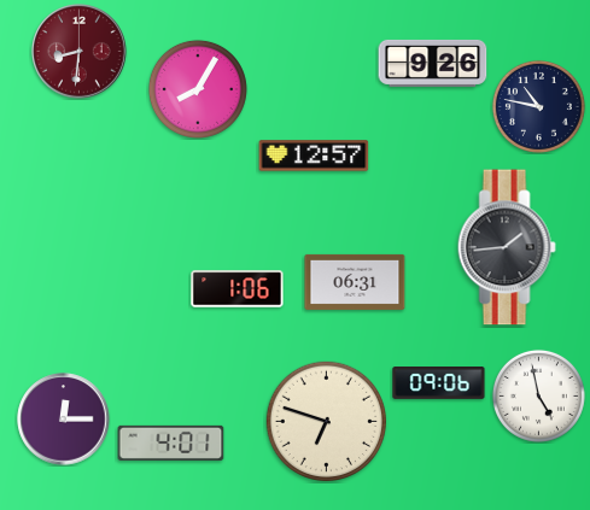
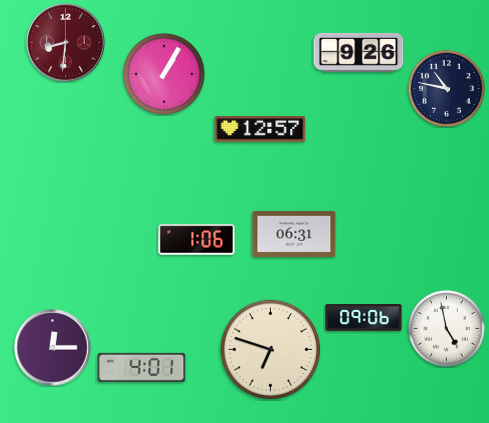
clock at (198, 89): 8:05 -> 1:05
clock at (507, 247): 1:44 -> none
